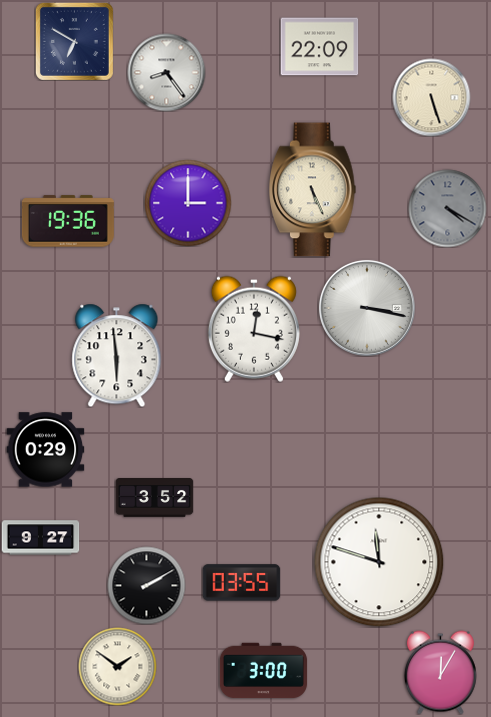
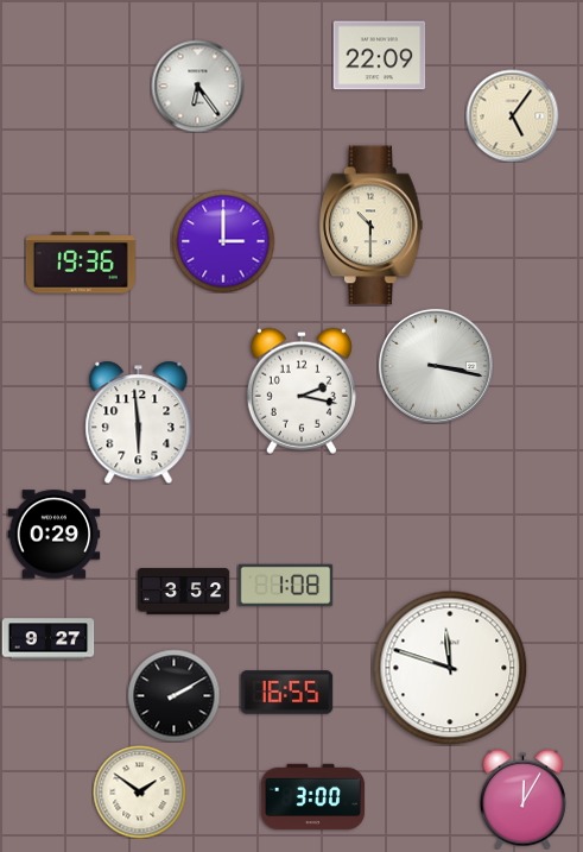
clock at (74, 41): 6:50 -> none
clock at (166, 72): 8:24 -> 6:24
clock at (431, 97): 5:27 -> 5:06
clock at (313, 190): 5:26 -> 10:30
clock at (447, 208): 4:20 -> none
clock at (254, 329): 12:17 -> 2:17
clock at (285, 586): none -> 1:08
clock at (241, 583): 03:55 -> 16:55
